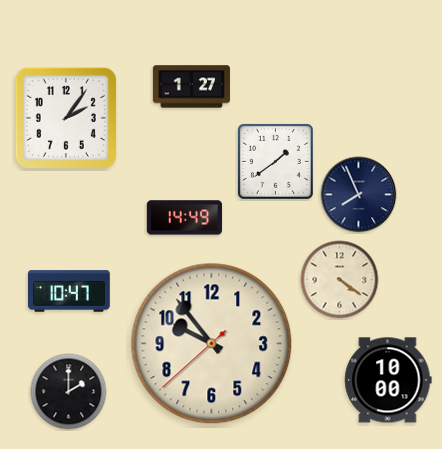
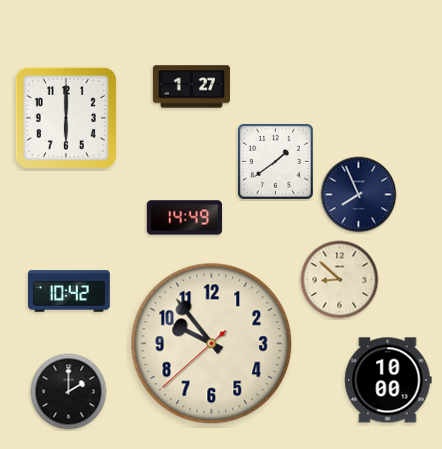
clock at (66, 118): 2:06 -> 6:00
clock at (340, 280): 4:21 -> 8:52
clock at (70, 291): 10:47 -> 10:42
